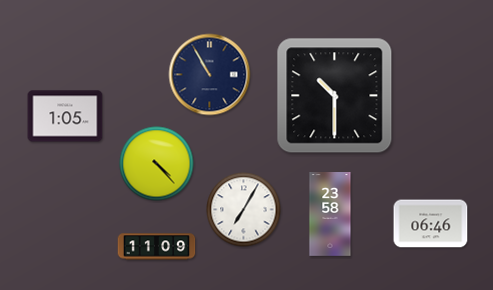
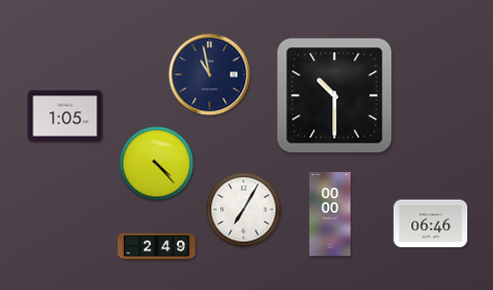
clock at (210, 75): 10:55 -> 10:58
clock at (330, 215): 23:58 -> 00:00
clock at (157, 247): 11:09 -> 2:49
